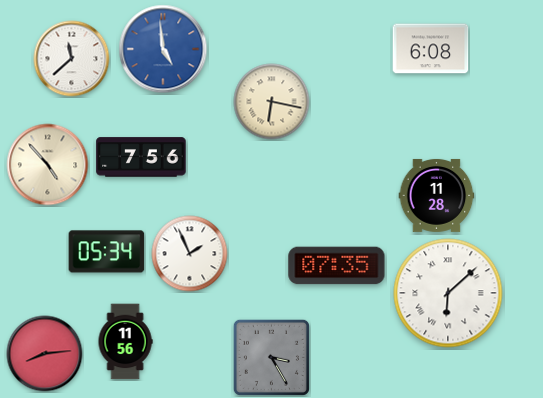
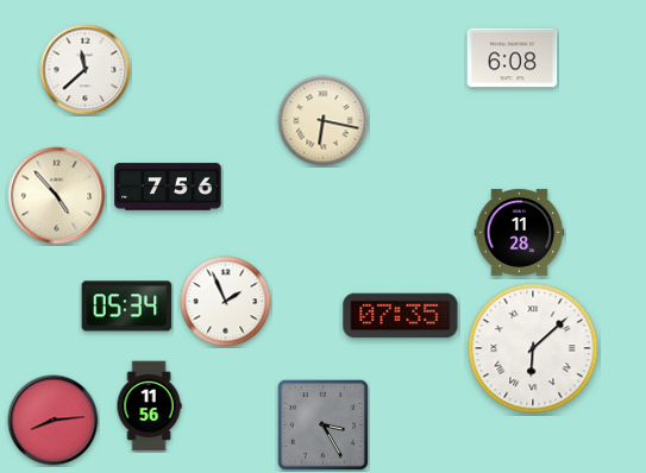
clock at (163, 49): 4:59 -> none
clock at (107, 252) position: (107, 252) -> (127, 307)
